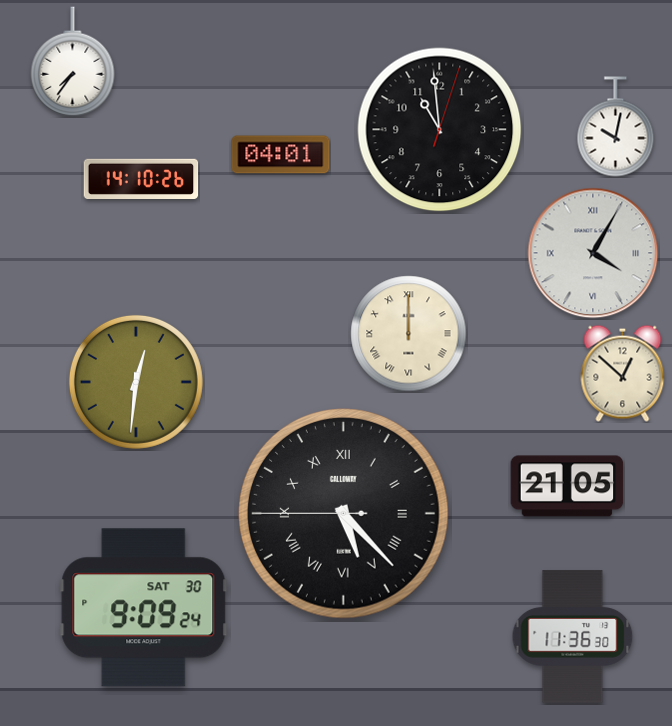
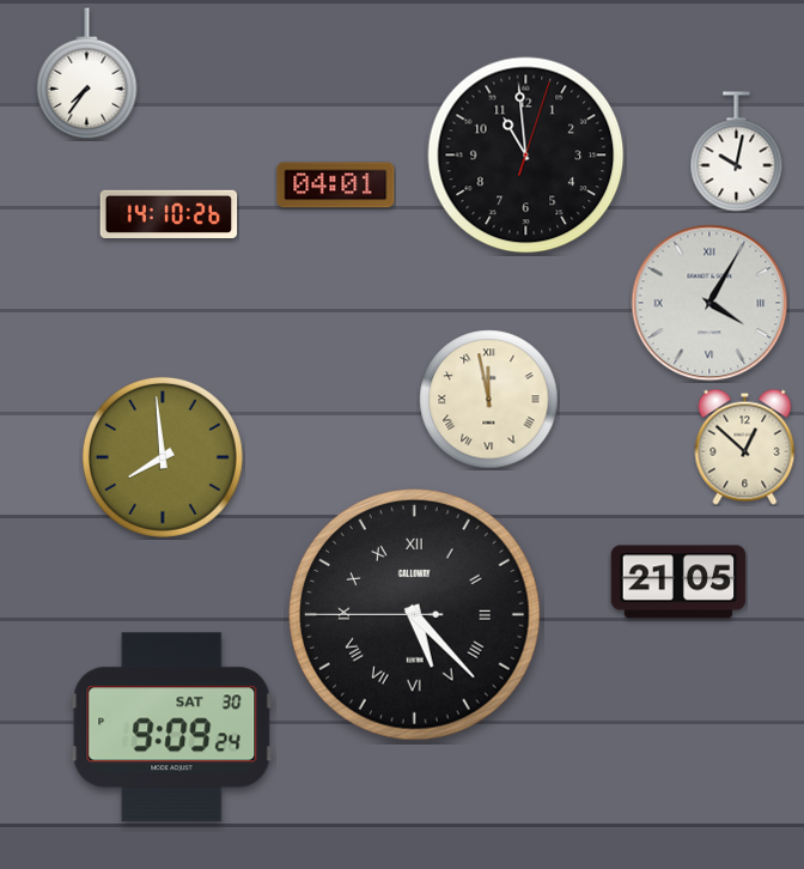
clock at (409, 334): 12:00 -> 11:58
clock at (136, 382): 12:31 -> 7:59
clock at (344, 514) position: (344, 514) -> (415, 615)
clock at (573, 637): 11:36 -> none
